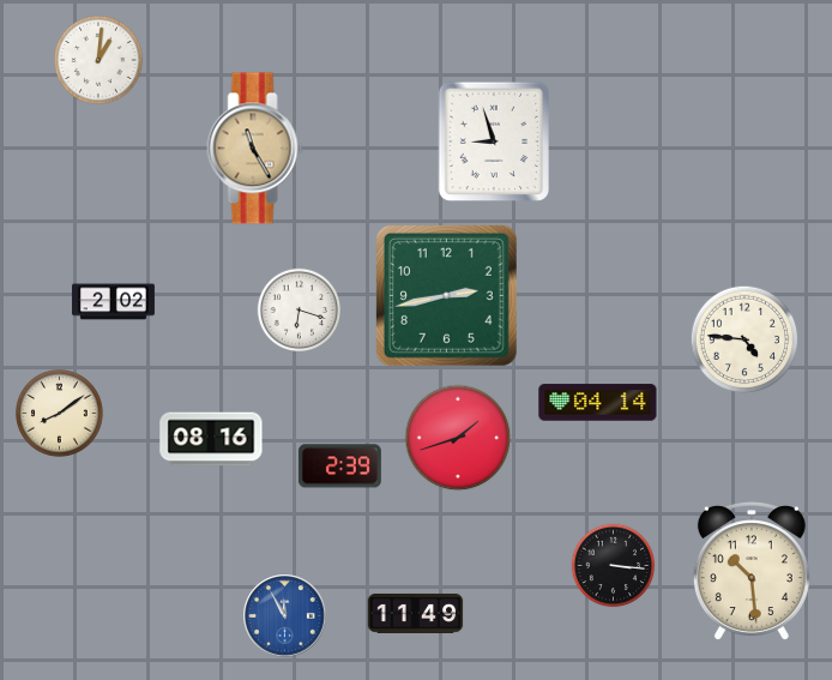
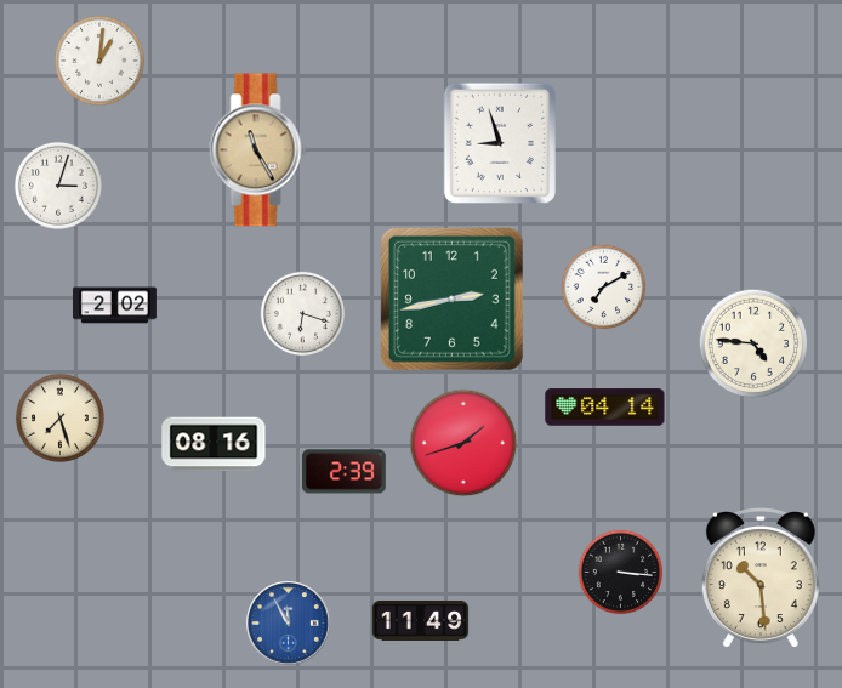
clock at (58, 186): none -> 3:03
clock at (604, 288): none -> 7:10
clock at (59, 413): 8:09 -> 7:27
